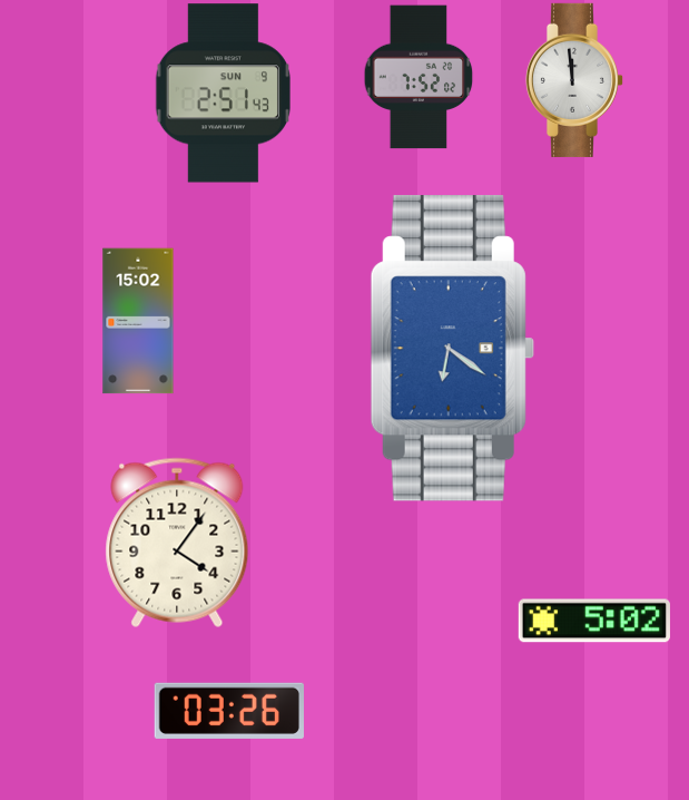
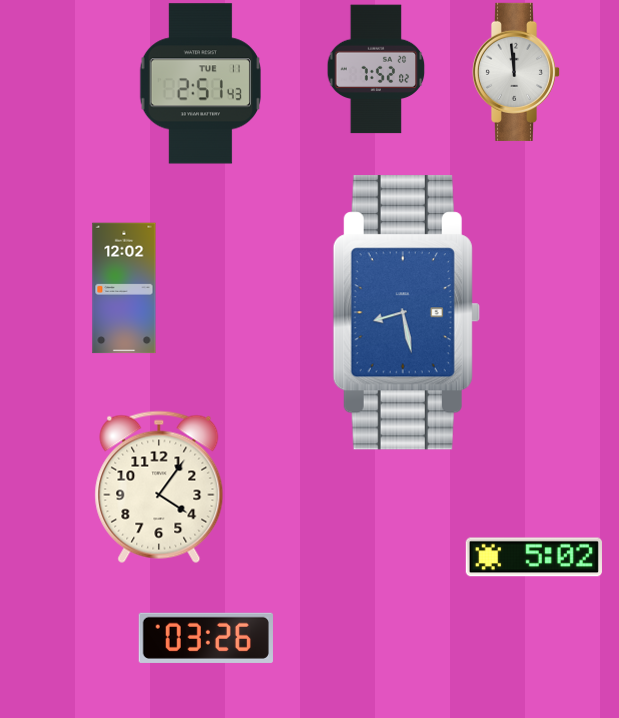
clock at (223, 94) date: SUN 9 -> TUE 11
clock at (138, 321): 15:02 -> 12:02
clock at (452, 349): 6:21 -> 8:28
